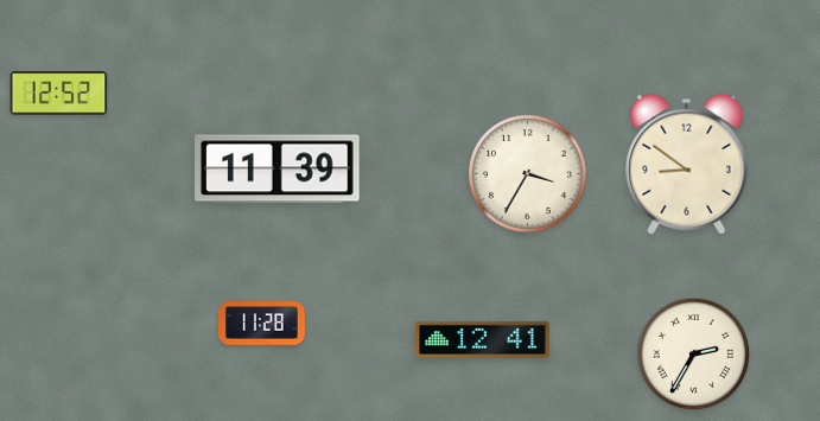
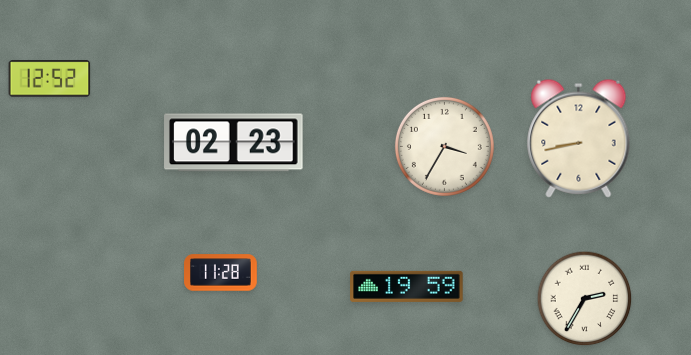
clock at (687, 164): 8:51 -> 8:43
clock at (278, 170): 11:39 -> 02:23
clock at (483, 339): 12:41 -> 19:59
